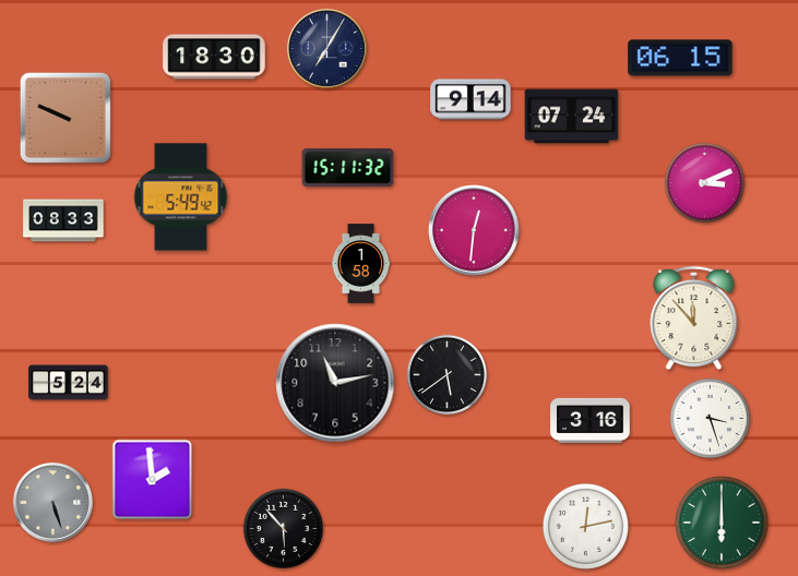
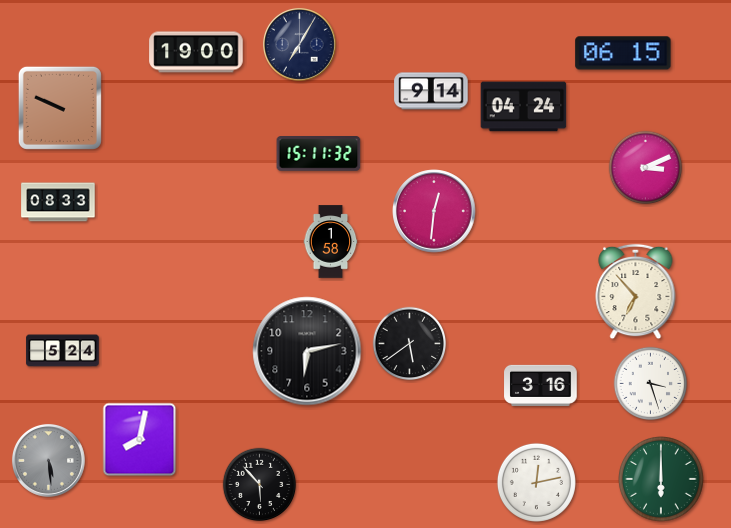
clock at (214, 57): 18:30 -> 19:00
clock at (572, 117): 07:24 -> 04:24
clock at (181, 197): 5:49 -> none
clock at (694, 319): 11:53 -> 6:53
clock at (335, 383): 11:13 -> 6:13
clock at (153, 480): 1:59 -> 8:02
clock at (52, 502): 5:27 -> 5:29
